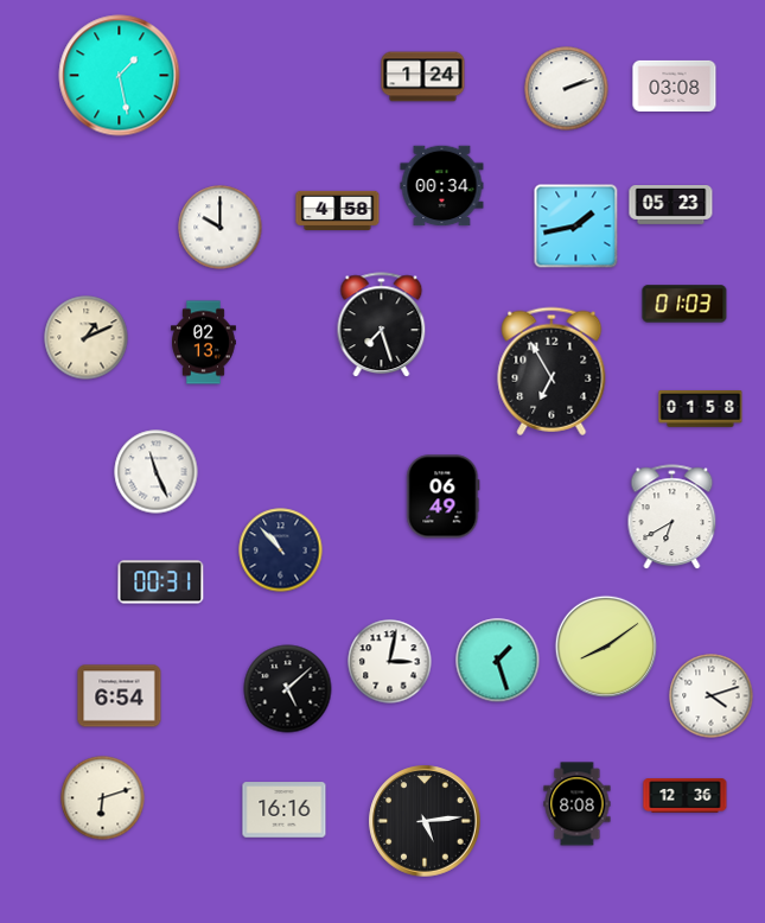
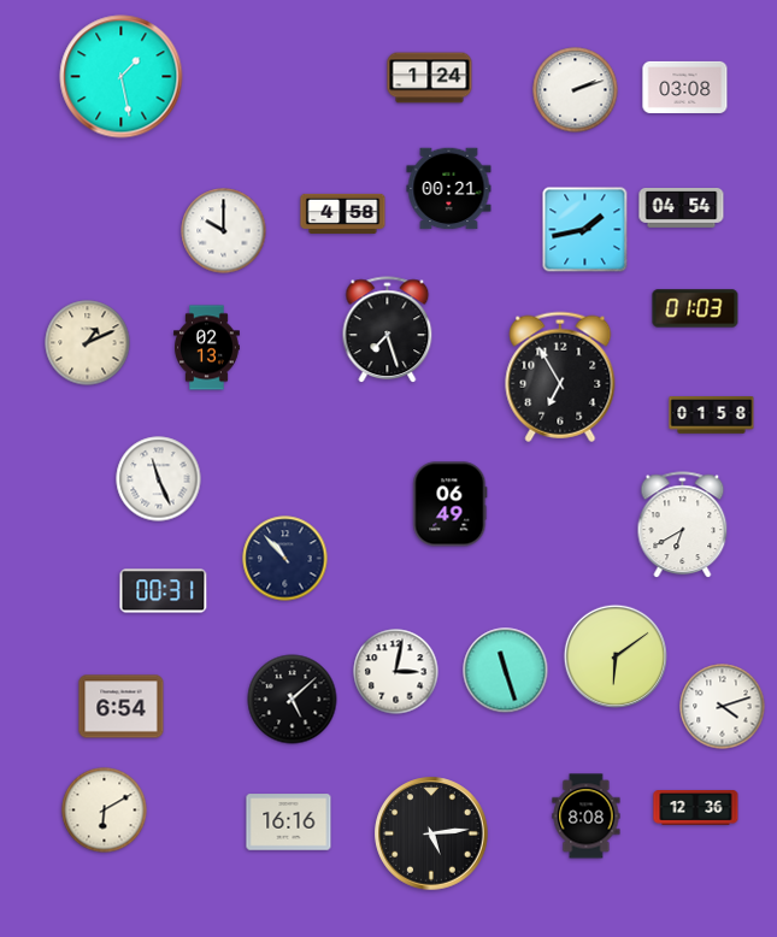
clock at (442, 186): 00:34 -> 00:21
clock at (671, 205): 05:23 -> 04:54
clock at (605, 645): 8:09 -> 6:09
clock at (498, 661): 1:27 -> 11:27
clock at (103, 798): 6:12 -> 6:10
